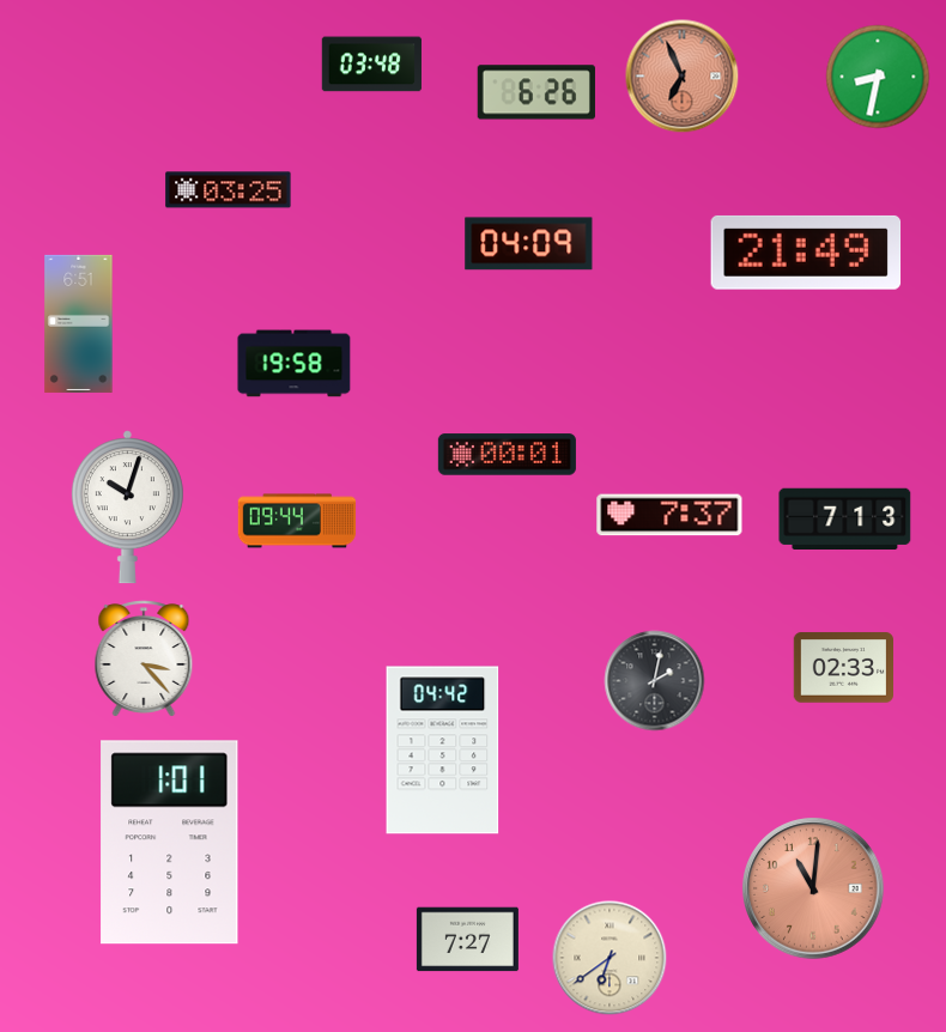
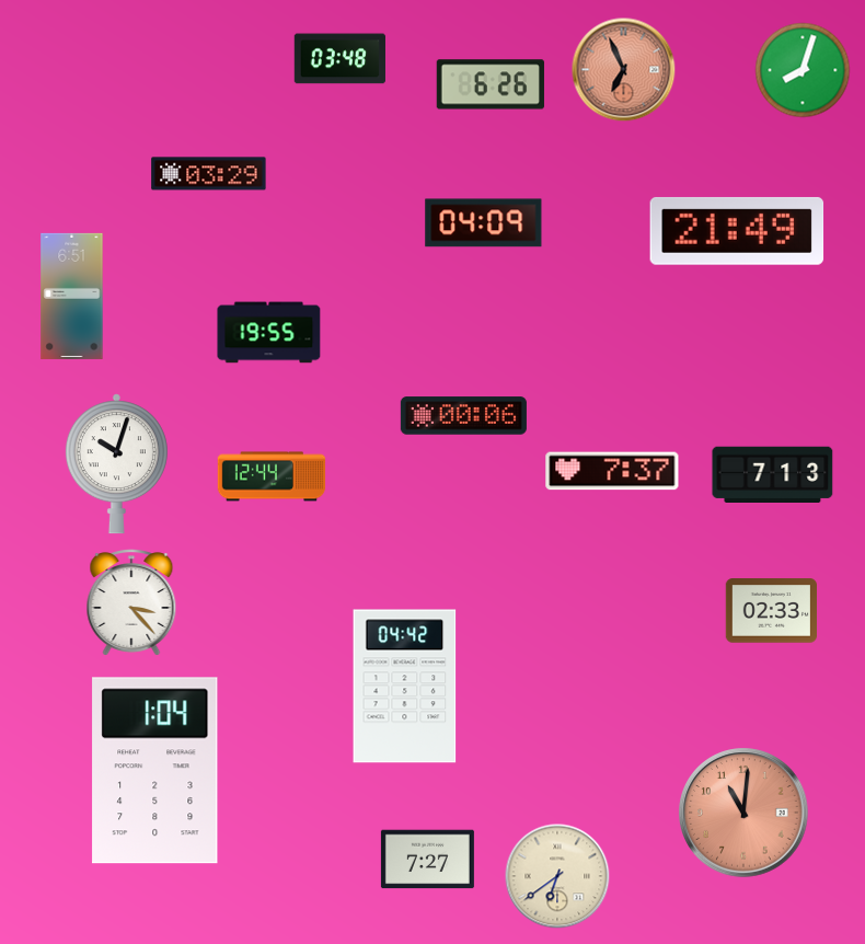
clock at (878, 77): 8:32 -> 8:03
clock at (229, 190): 03:25 -> 03:29
clock at (295, 364): 19:58 -> 19:55
clock at (507, 455): 00:01 -> 00:06
clock at (297, 521): 09:44 -> 12:44
clock at (655, 681): 2:02 -> none
clock at (170, 843): 1:01 -> 1:04
